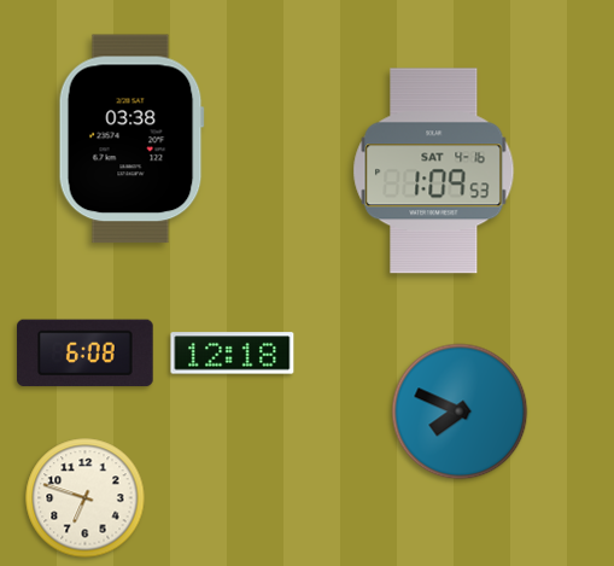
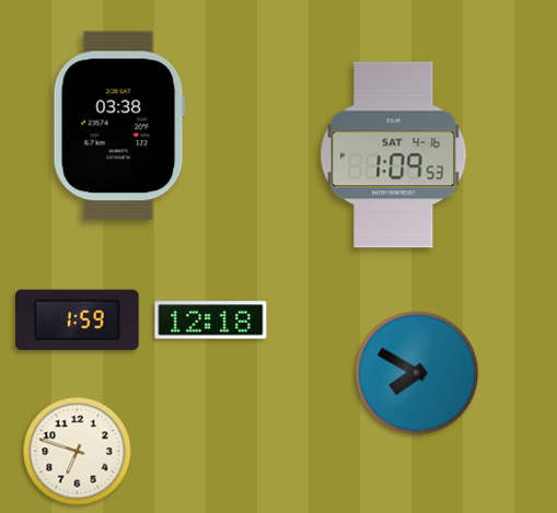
clock at (86, 354): 6:08 -> 1:59
clock at (460, 412): 7:49 -> 7:50
